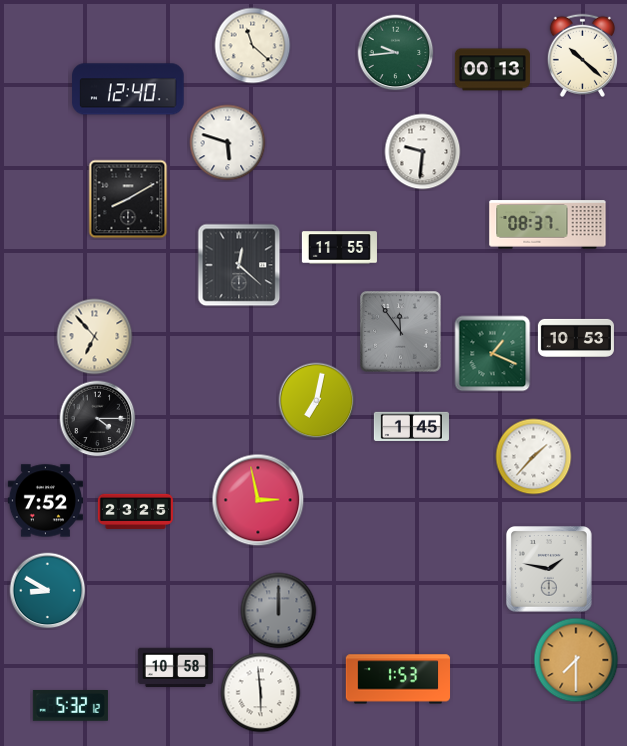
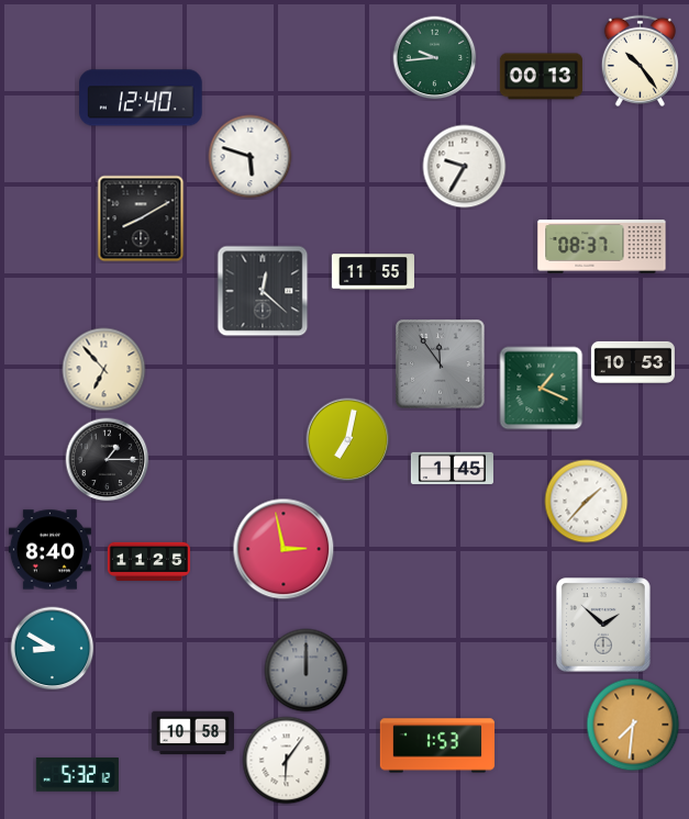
clock at (253, 46): 11:22 -> none
clock at (582, 55): 10:22 -> 10:24
clock at (423, 152): 9:31 -> 9:35
clock at (576, 338) position: (576, 338) -> (633, 362)
clock at (98, 419): 4:15 -> 1:15
clock at (45, 501): 7:52 -> 8:40
clock at (135, 511): 23:25 -> 11:25
clock at (550, 570): 1:47 -> 1:52
clock at (576, 660): 7:30 -> 7:31
clock at (261, 693): 5:59 -> 6:06
